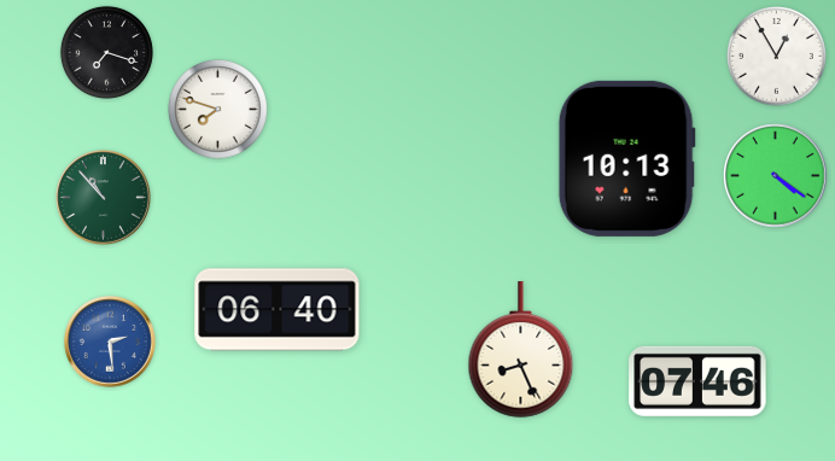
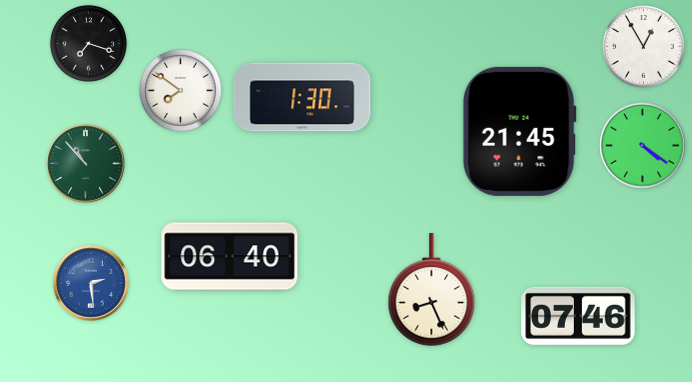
clock at (218, 110): 7:48 -> 7:51
clock at (302, 97): none -> 1:30
clock at (626, 158): 10:13 -> 21:45
